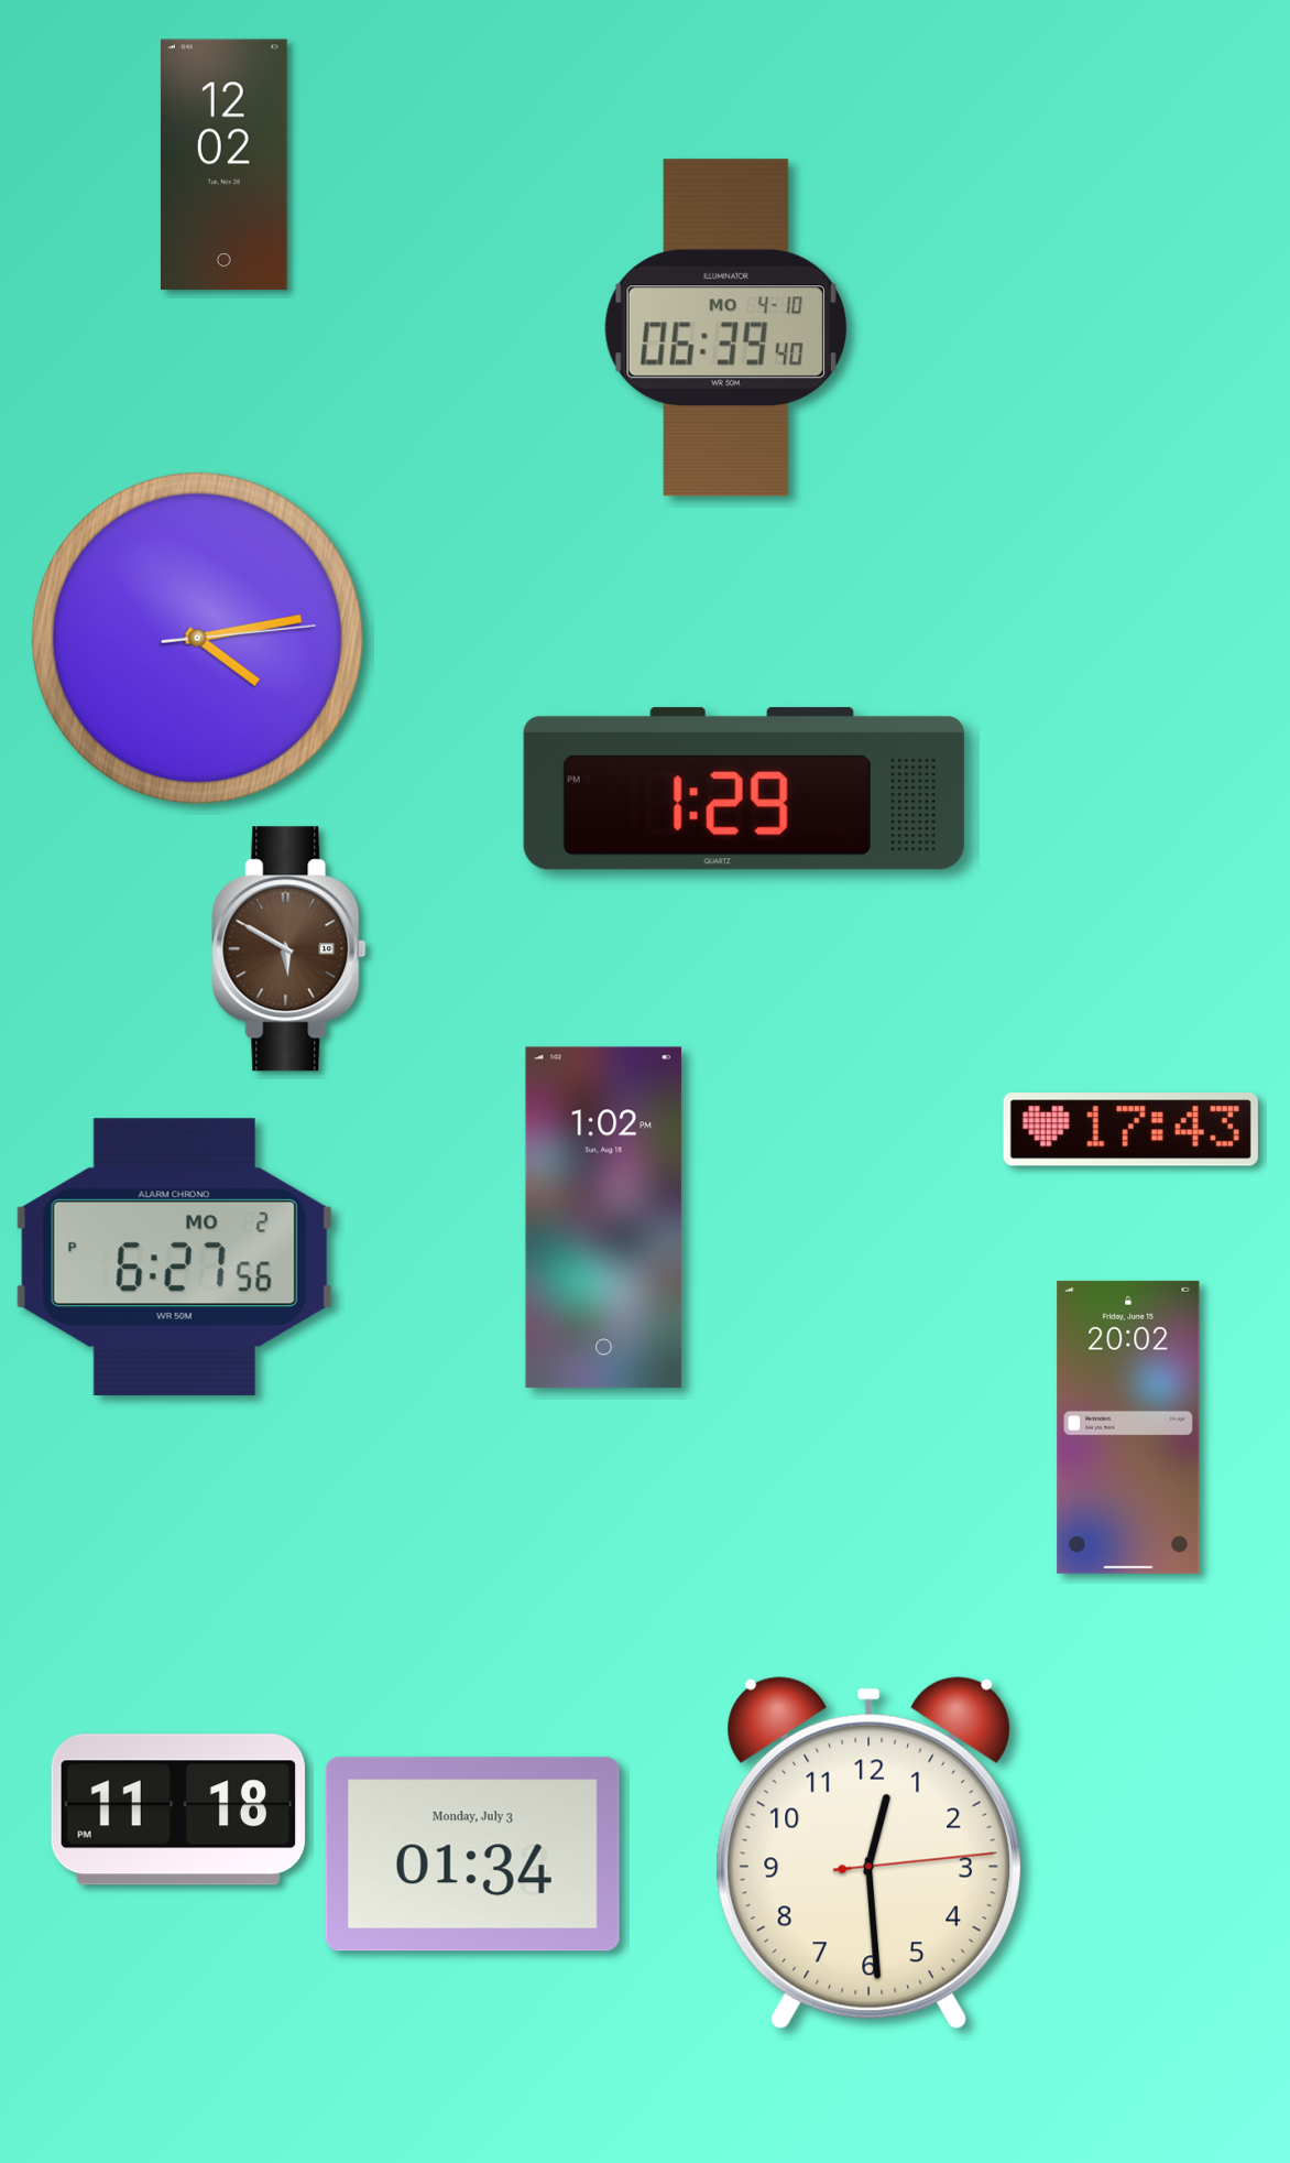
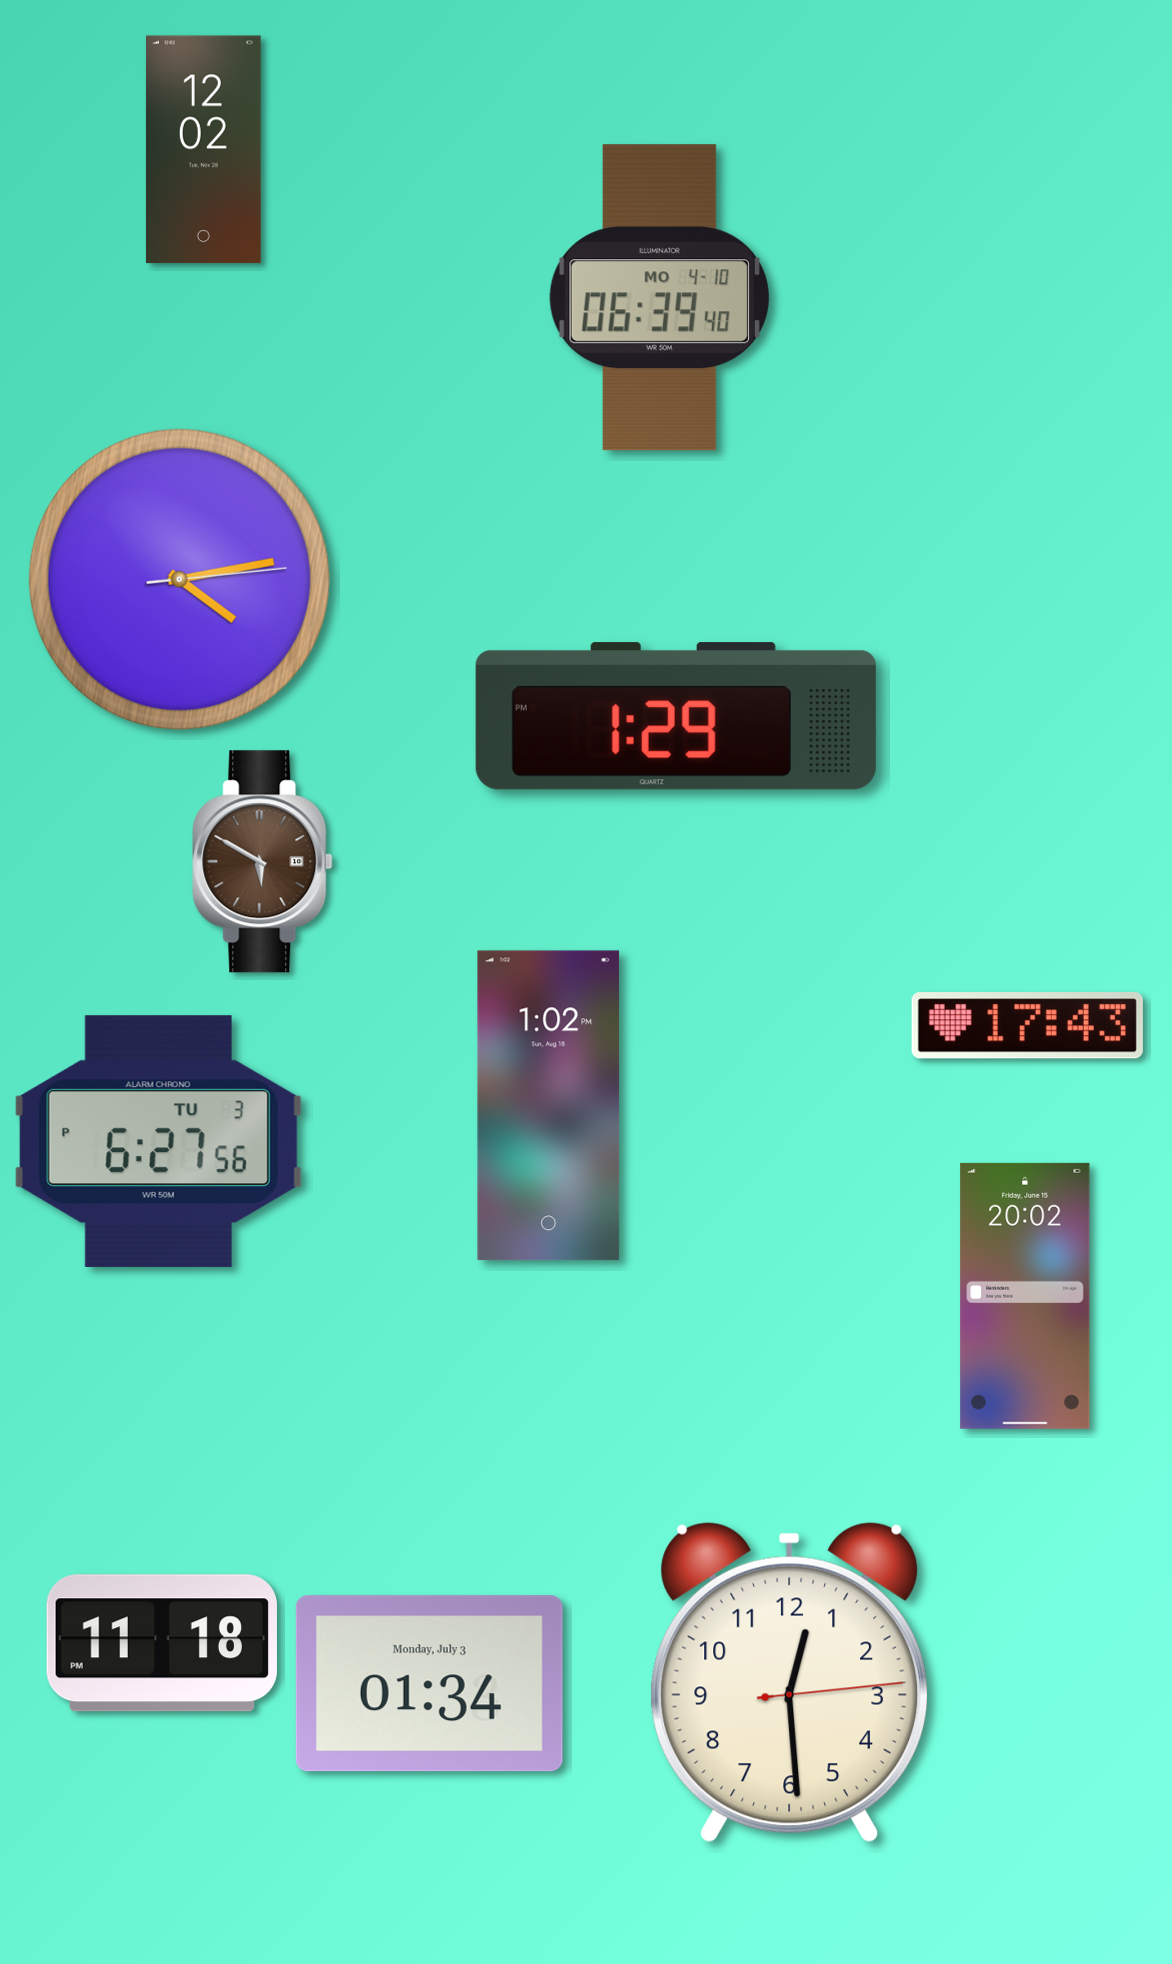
clock at (174, 1257) date: MO 2 -> TU 3
